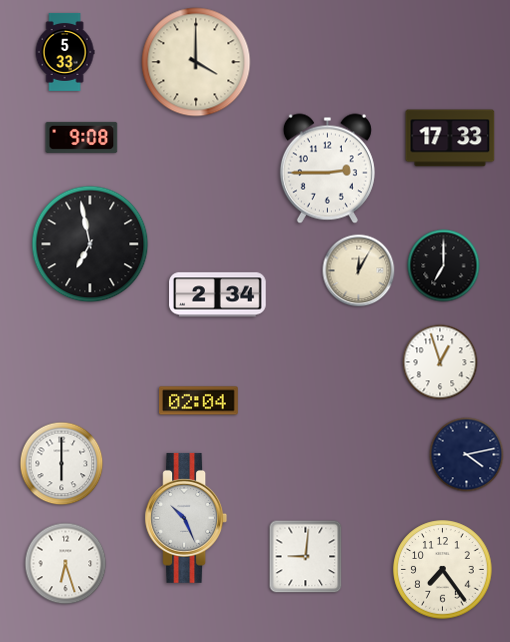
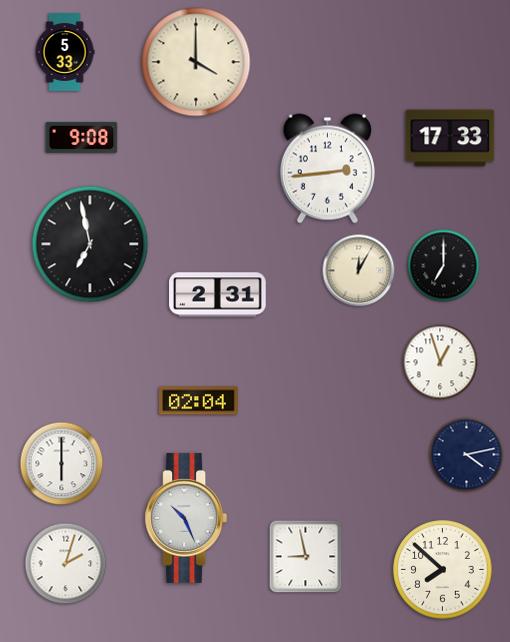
clock at (327, 169): 2:45 -> 2:44
clock at (218, 295): 2:34 -> 2:31
clock at (306, 557): 9:01 -> 8:58
clock at (66, 564): 6:27 -> 2:03
clock at (443, 570): 7:24 -> 7:52
